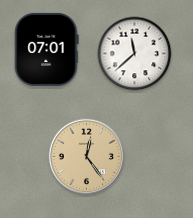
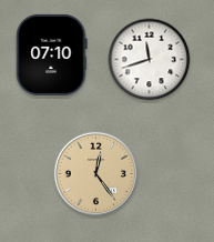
clock at (47, 49): 07:01 -> 07:10
clock at (135, 54): 11:38 -> 11:42
